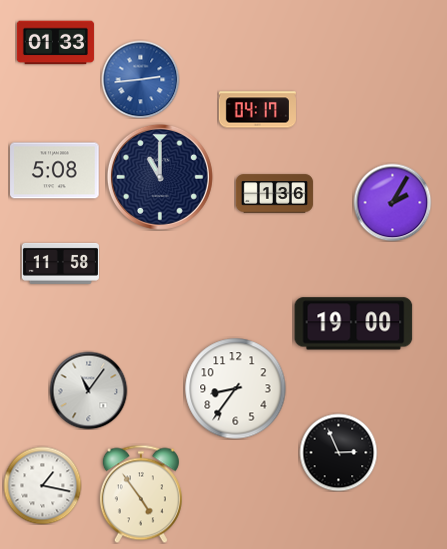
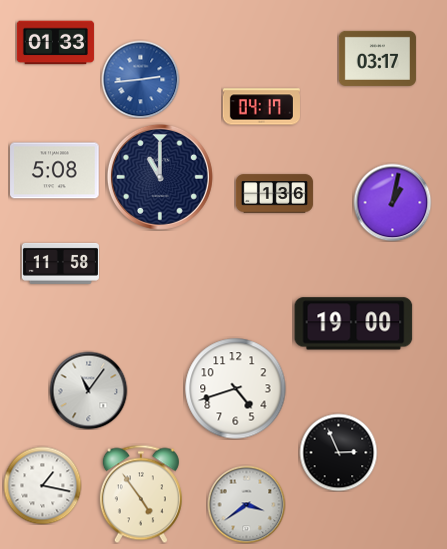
clock at (377, 58): none -> 03:17
clock at (257, 110) position: (257, 110) -> (261, 107)
clock at (392, 202): 2:05 -> 1:02
clock at (236, 389): 8:36 -> 4:42
clock at (246, 504): none -> 3:39
